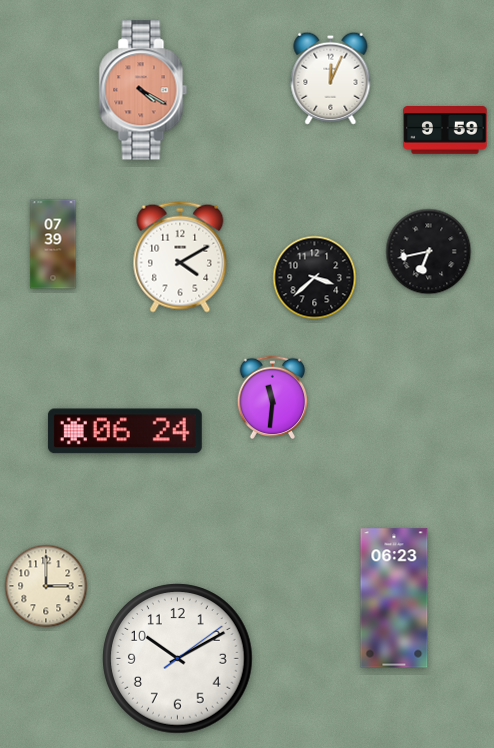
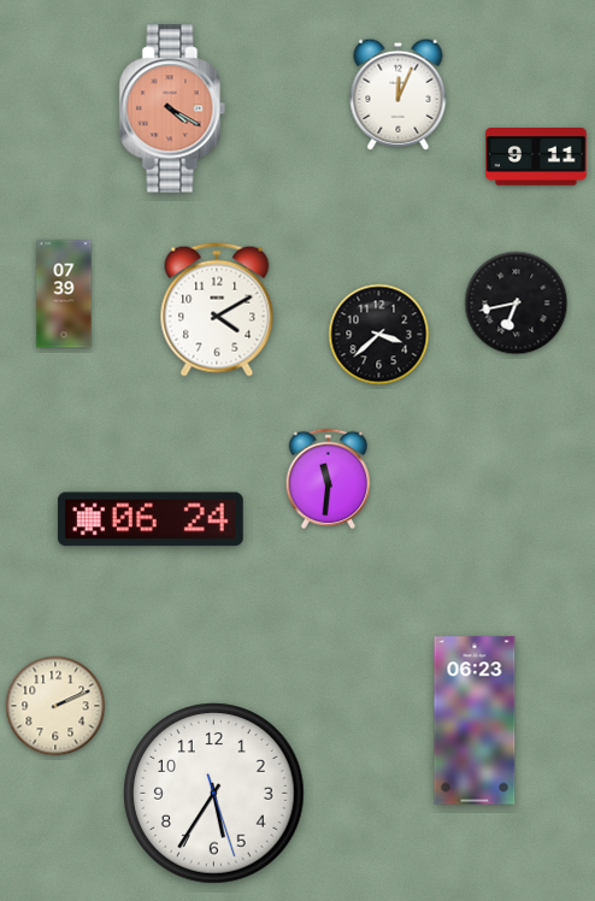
clock at (445, 131): 9:59 -> 9:11
clock at (46, 586): 3:00 -> 2:11
clock at (178, 659): 10:10 -> 5:35
